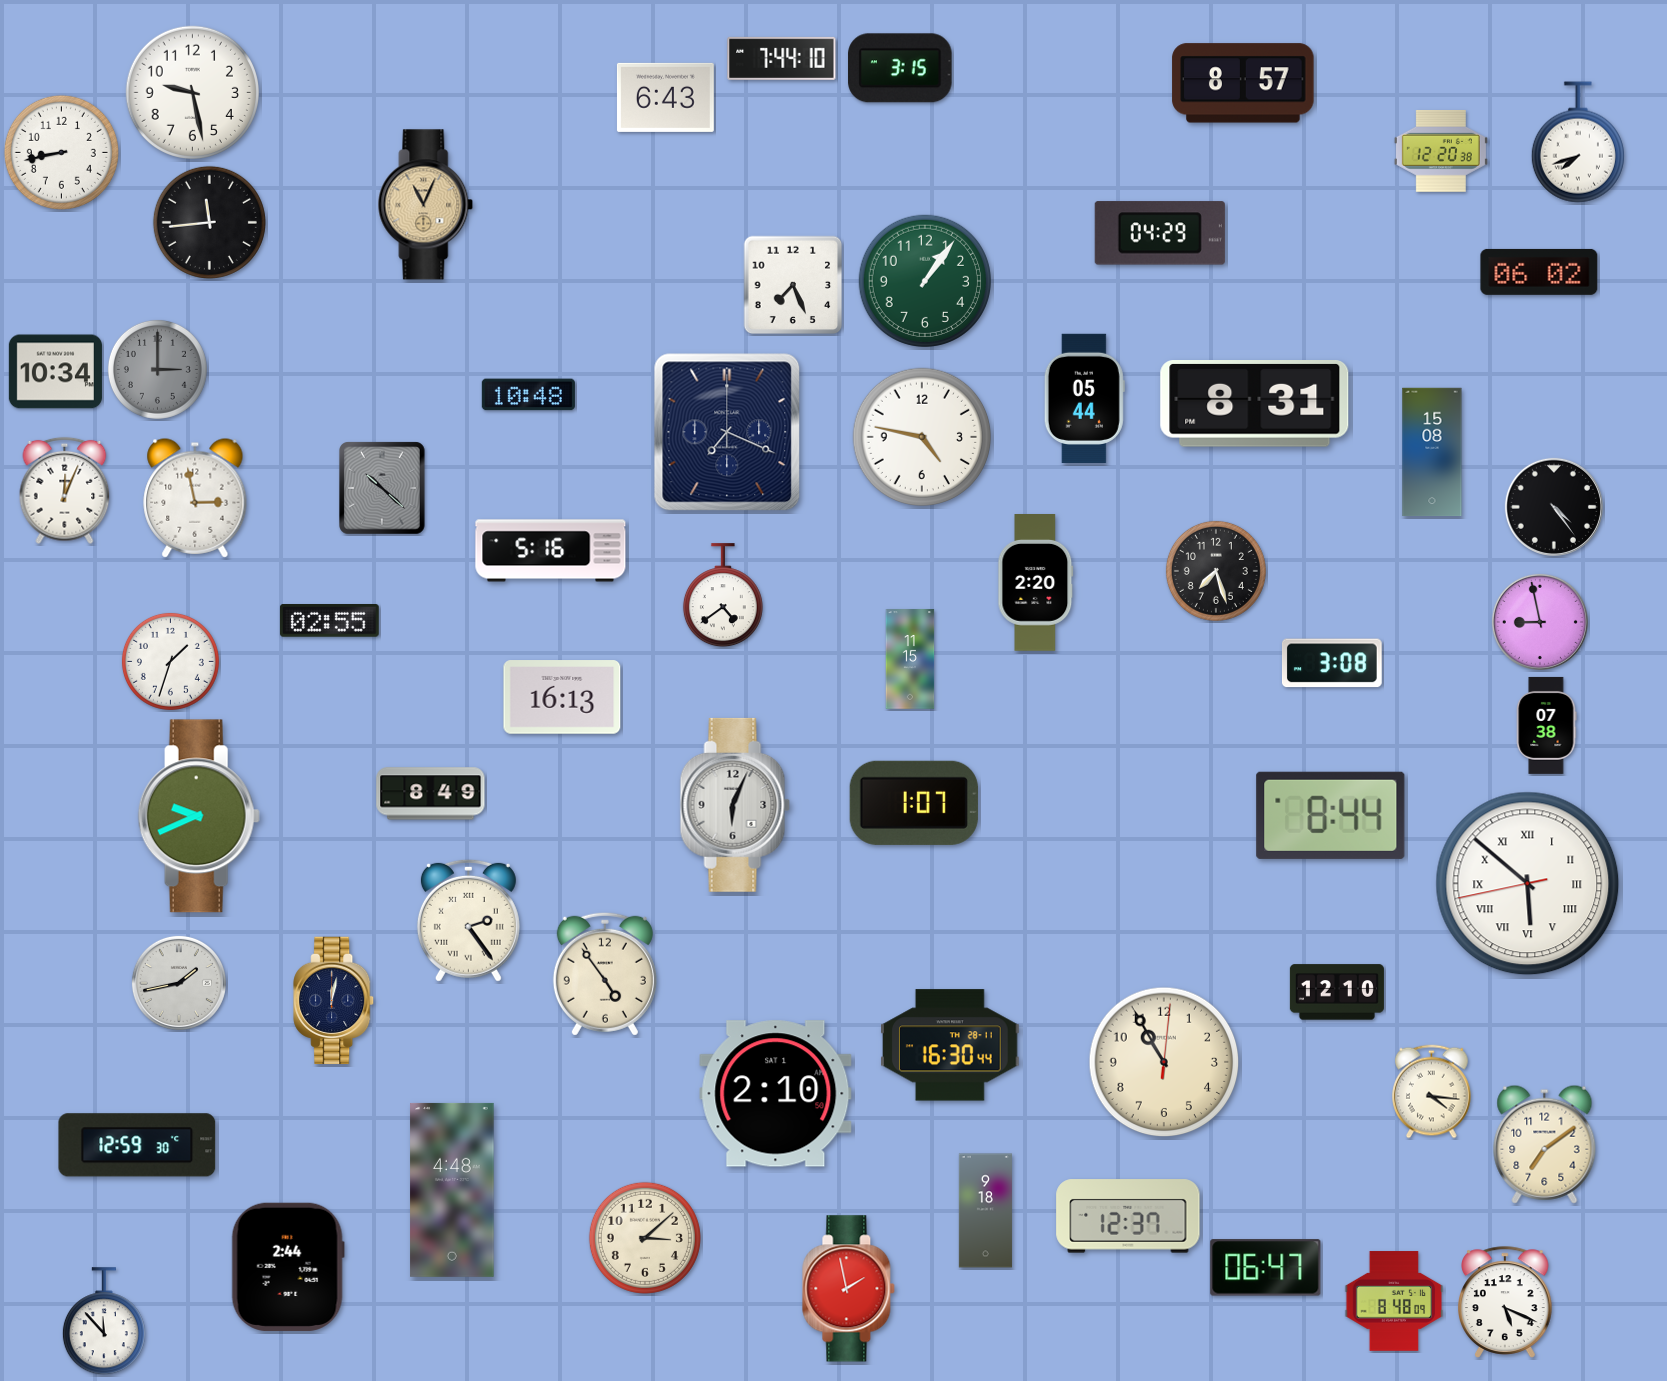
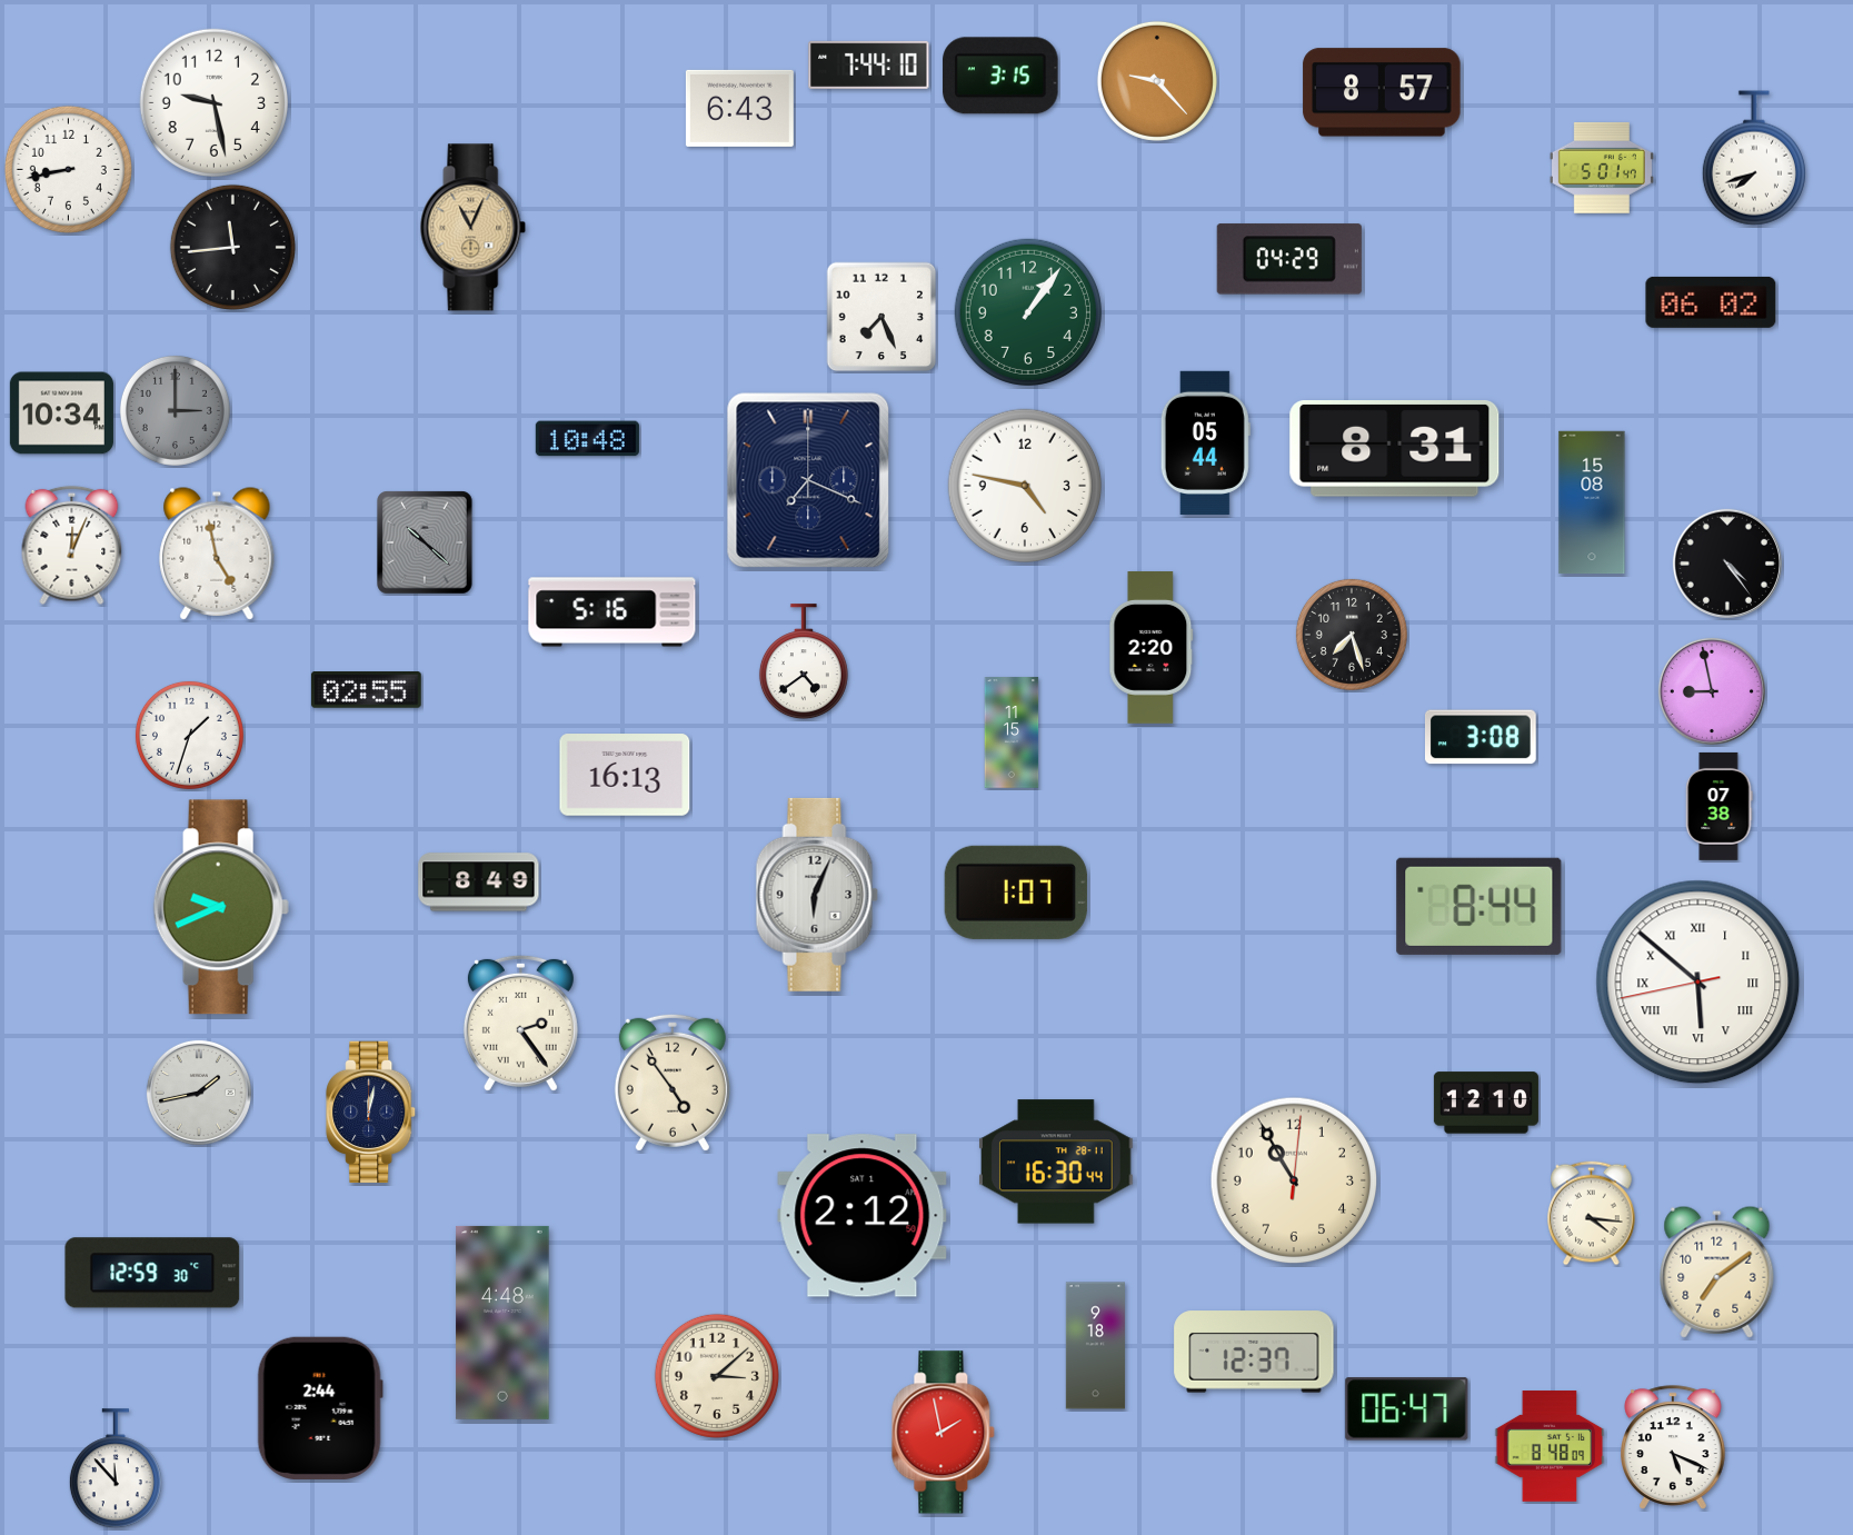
clock at (1157, 81): none -> 9:23
clock at (1441, 151): 12:20 -> 5:01
clock at (195, 498): 2:58 -> 4:58
clock at (776, 1094): 2:10 -> 2:12
